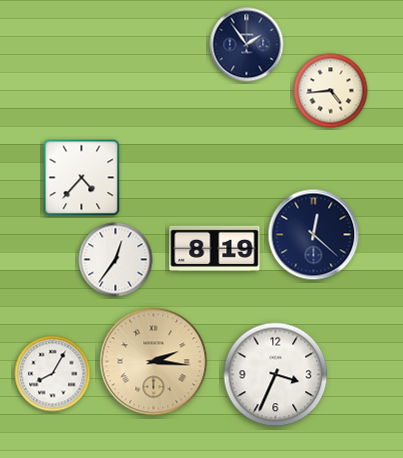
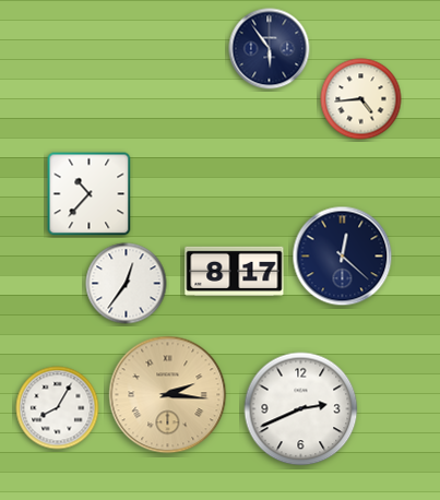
clock at (247, 45): 1:54 -> 5:54
clock at (82, 178): 4:37 -> 10:37
clock at (215, 248): 8:19 -> 8:17
clock at (276, 375): 3:34 -> 2:41
